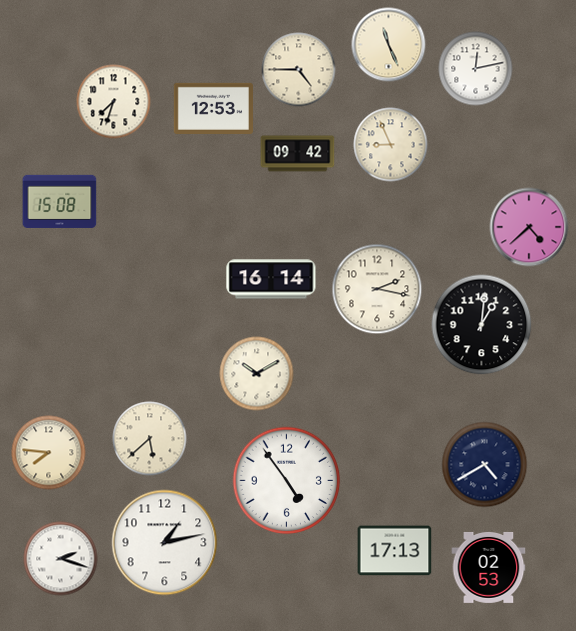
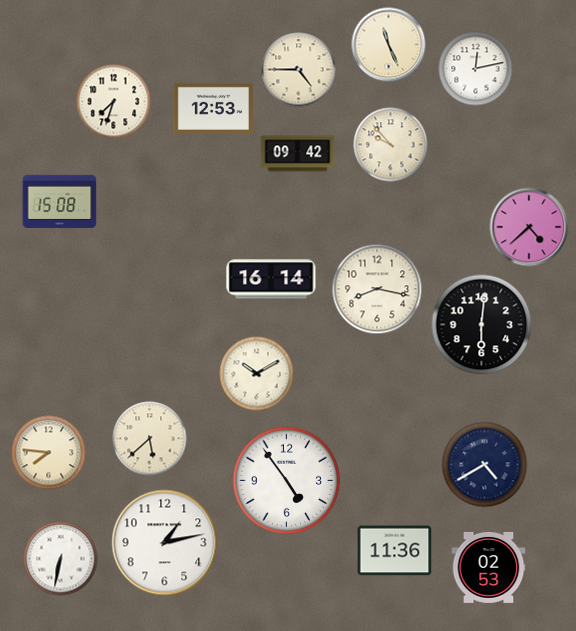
clock at (391, 145): 8:56 -> 9:53
clock at (377, 289): 2:17 -> 8:17
clock at (482, 325): 1:01 -> 6:01
clock at (395, 551): 17:13 -> 11:36
clock at (61, 559): 2:18 -> 6:32
